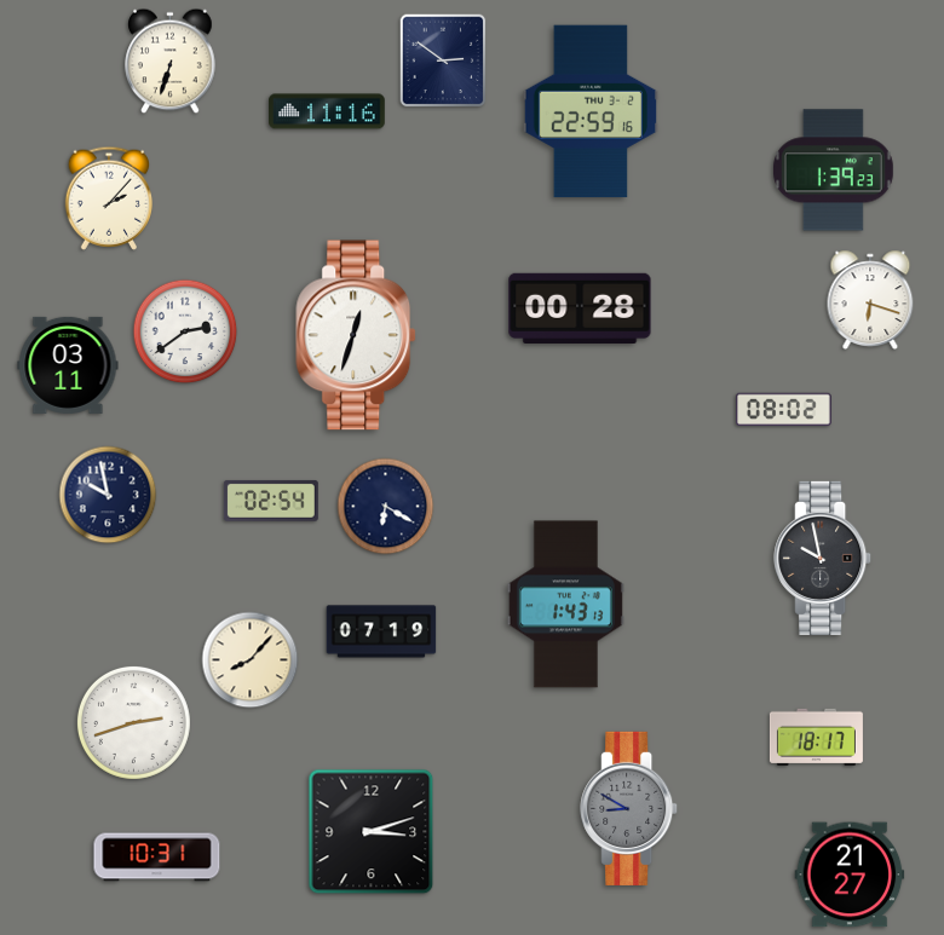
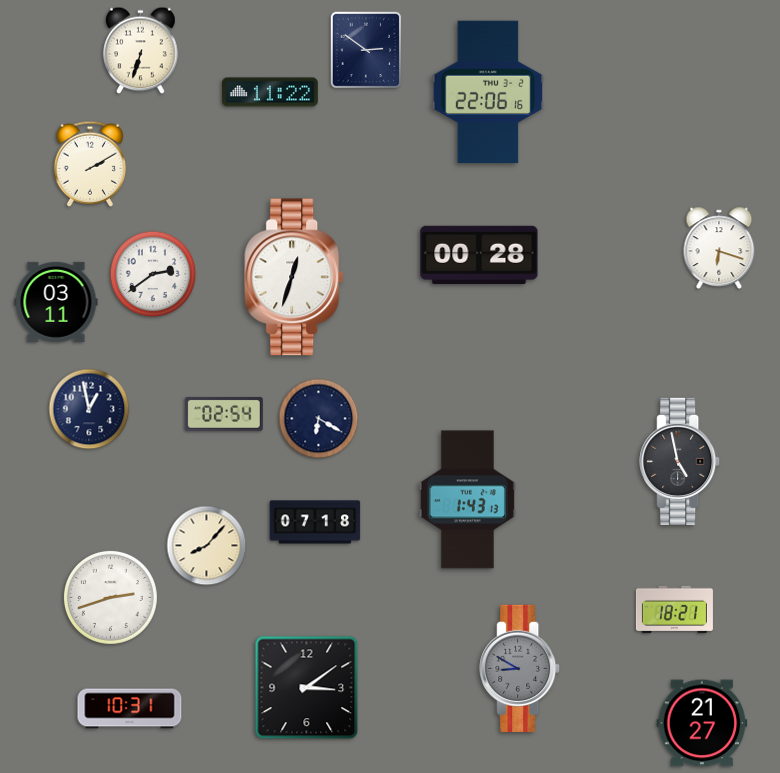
clock at (328, 111): 11:16 -> 11:22
clock at (589, 111): 22:59 -> 22:06
clock at (833, 171): 1:39 -> none
clock at (108, 198): 2:07 -> 2:10
clock at (784, 410): 08:02 -> none
clock at (108, 495): 9:58 -> 12:58
clock at (823, 558): 9:58 -> 4:58
clock at (381, 631): 07:19 -> 07:18
clock at (816, 737): 18:17 -> 18:21
clock at (372, 832): 3:12 -> 3:09
